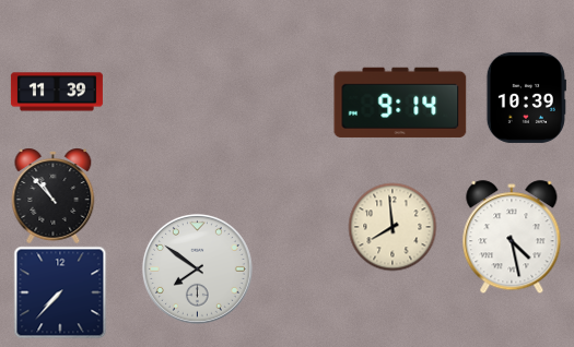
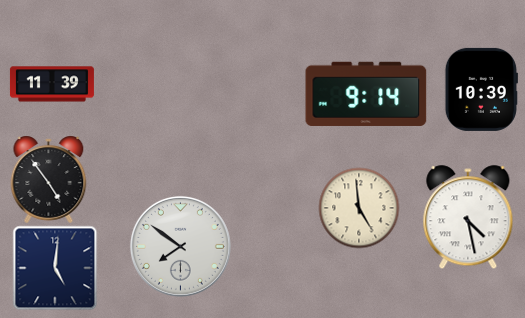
clock at (54, 195): 10:53 -> 4:54
clock at (393, 227): 7:59 -> 4:59
clock at (60, 292): 7:37 -> 5:01
